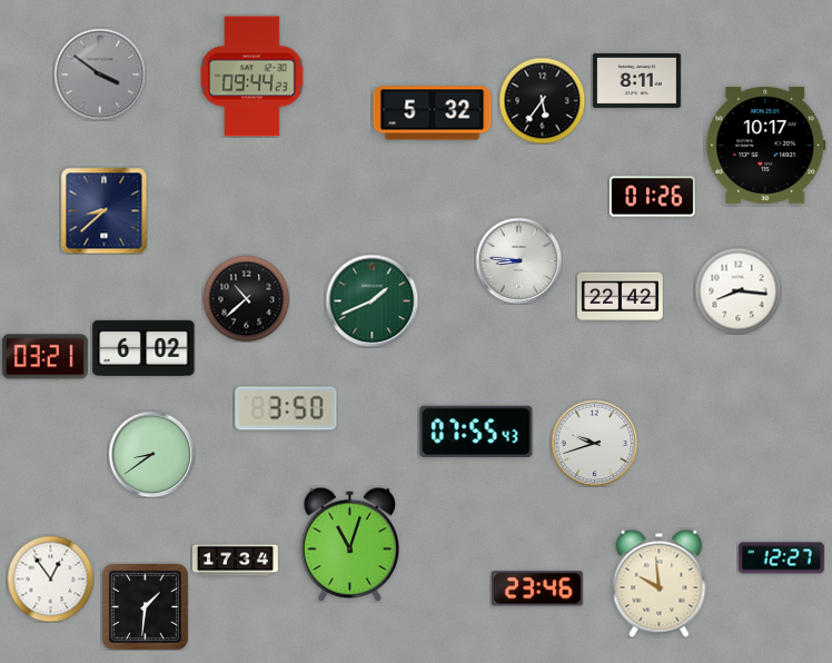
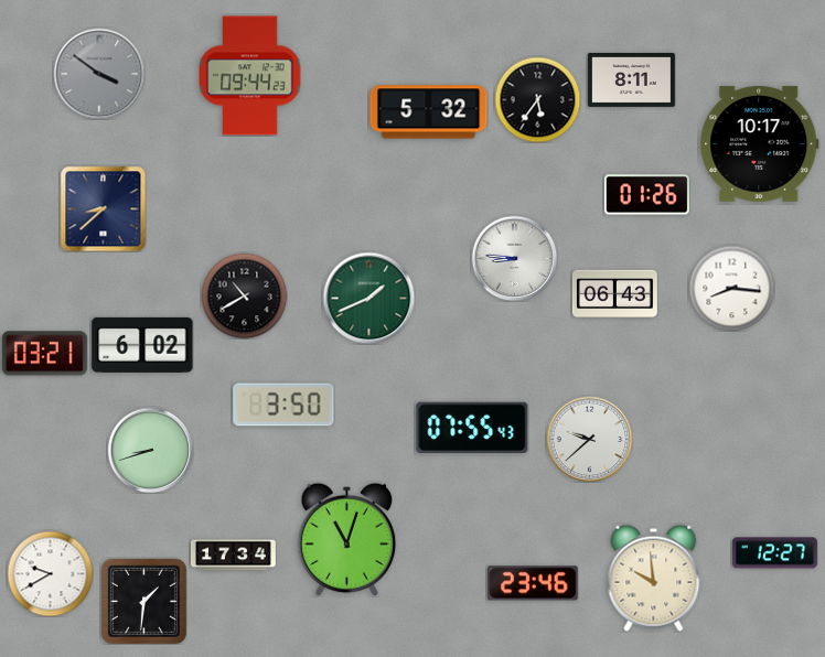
clock at (620, 296): 22:42 -> 06:43
clock at (246, 298): 10:38 -> 10:40
clock at (594, 443): 9:42 -> 9:38
clock at (151, 454): 8:39 -> 8:42
clock at (50, 578): 12:54 -> 9:40
